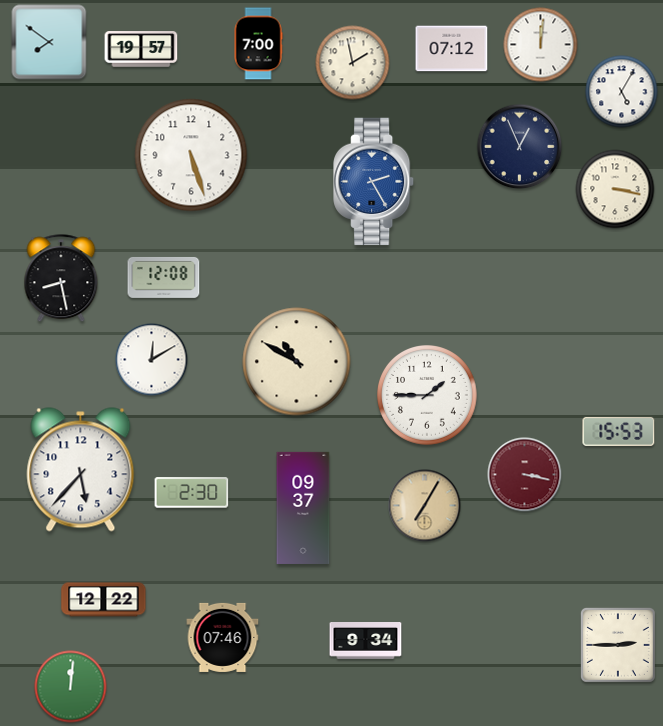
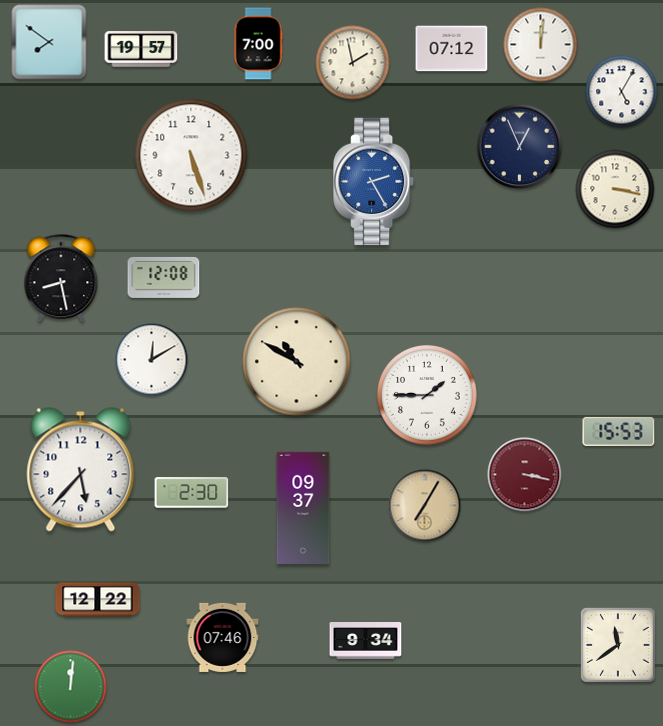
clock at (104, 600) position: (104, 600) -> (98, 600)
clock at (618, 645): 2:45 -> 11:39
